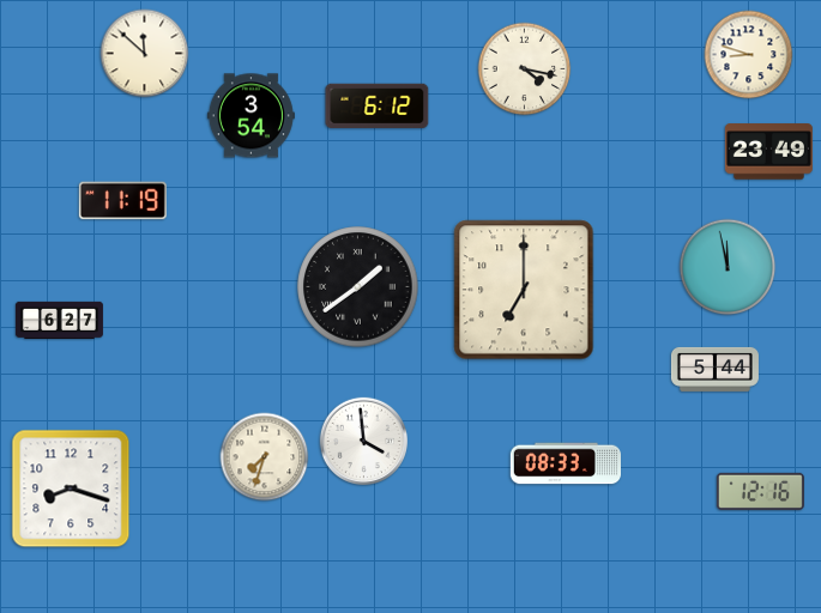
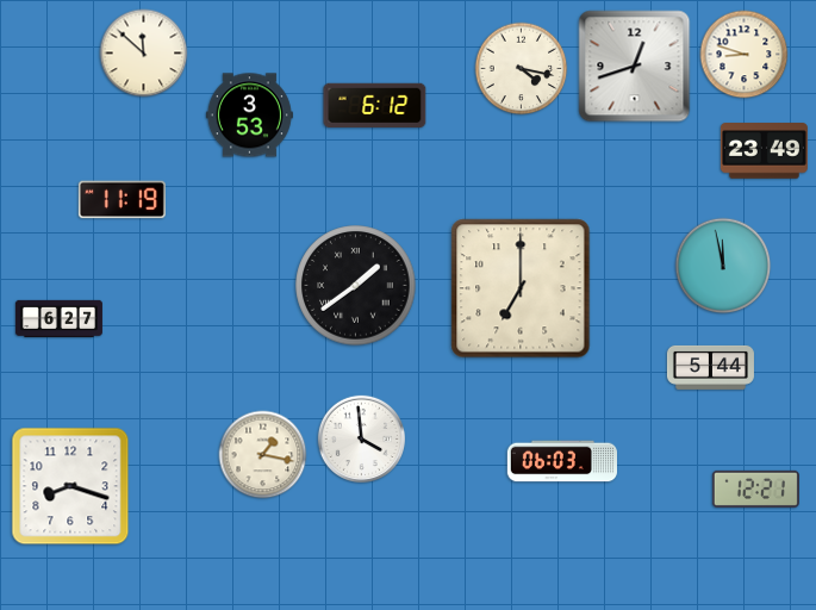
clock at (635, 67): none -> 12:42
clock at (250, 116): 3:54 -> 3:53
clock at (265, 457): 7:33 -> 1:17
clock at (565, 463): 08:33 -> 06:03
clock at (760, 491): 12:16 -> 12:21
